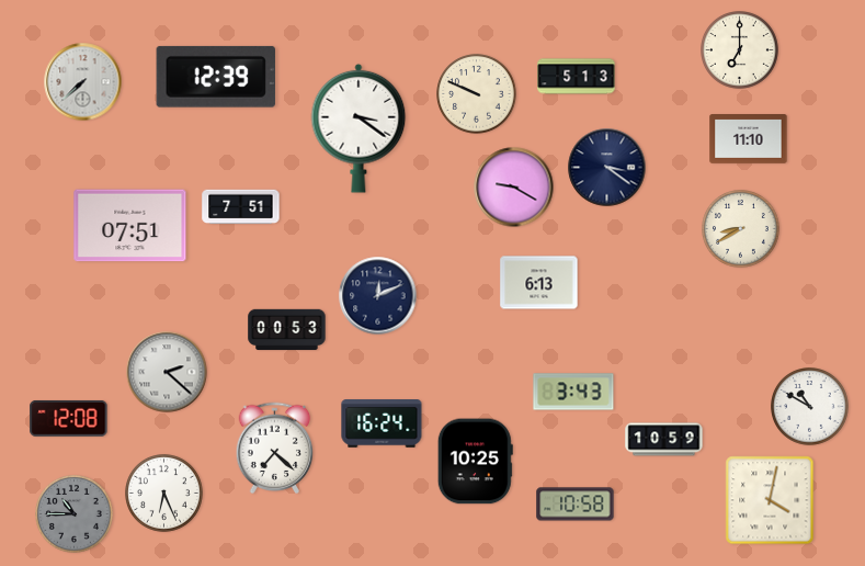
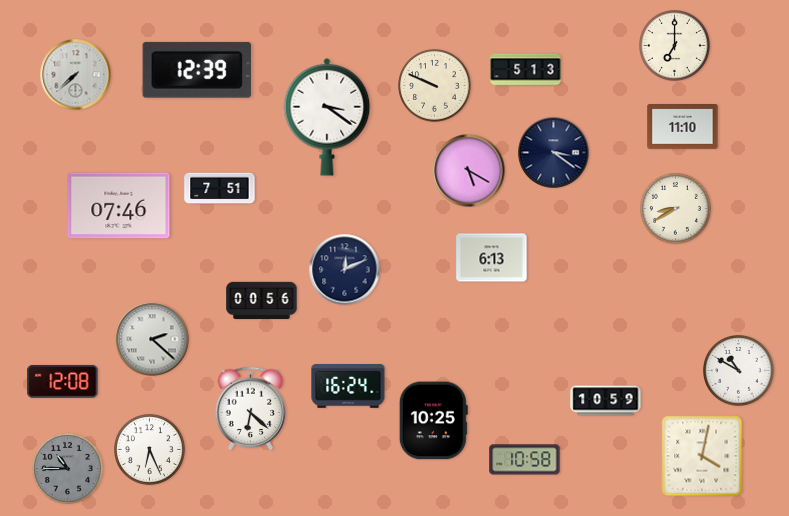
clock at (514, 188): 9:20 -> 5:20
clock at (130, 226): 07:51 -> 07:46
clock at (287, 330): 00:53 -> 00:56
clock at (573, 392): 3:43 -> none
clock at (275, 449): 7:22 -> 6:22
